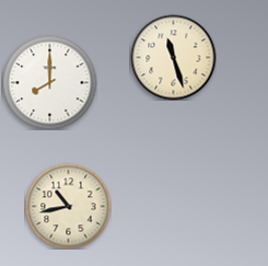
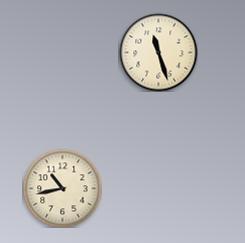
clock at (49, 82): 8:00 -> none
